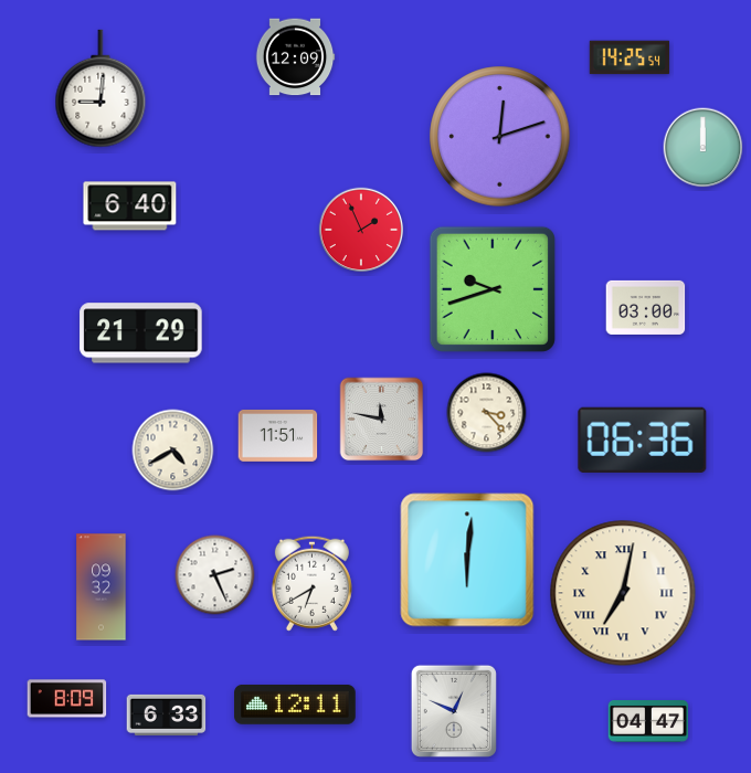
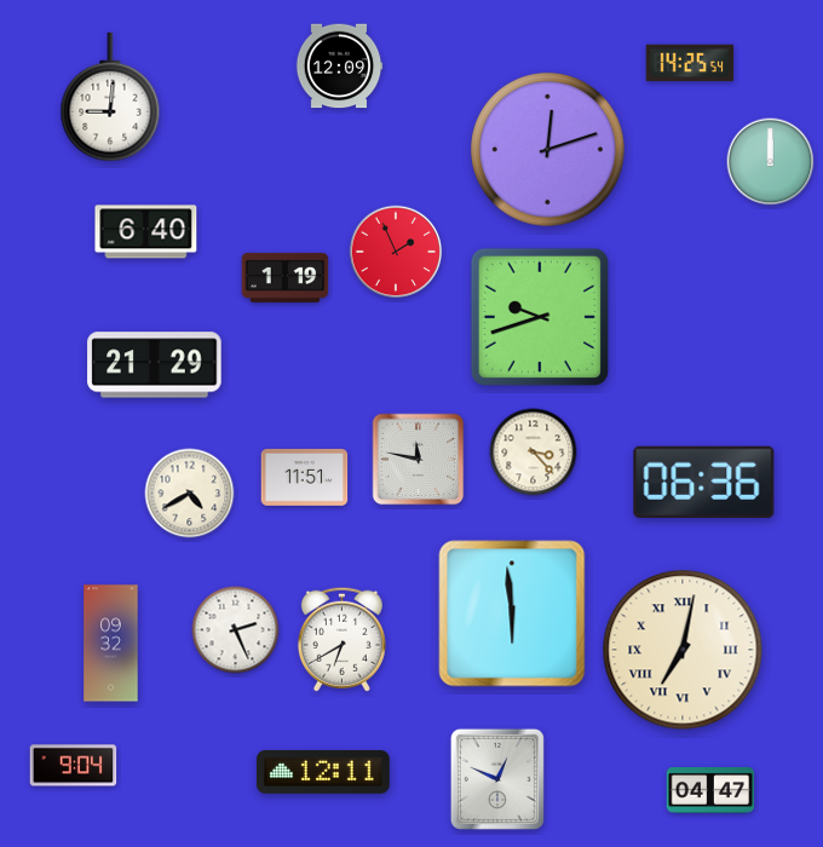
clock at (295, 57) position: (295, 57) -> (339, 67)
clock at (130, 207) position: (130, 207) -> (146, 232)
clock at (286, 277): none -> 1:19
clock at (646, 307): 03:00 -> none
clock at (467, 560): 6:01 -> 5:59
clock at (67, 699): 8:09 -> 9:04
clock at (167, 714): 6:33 -> none
